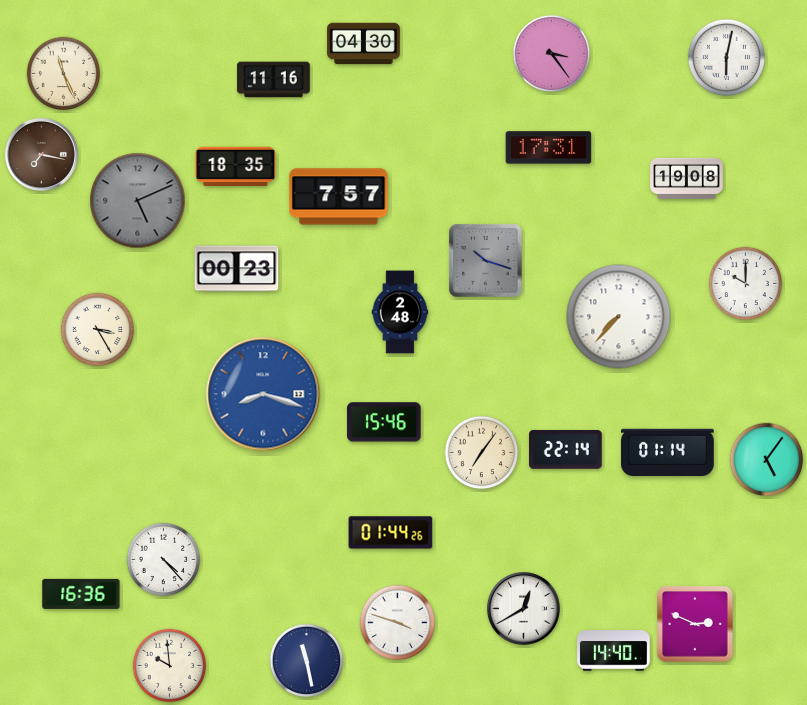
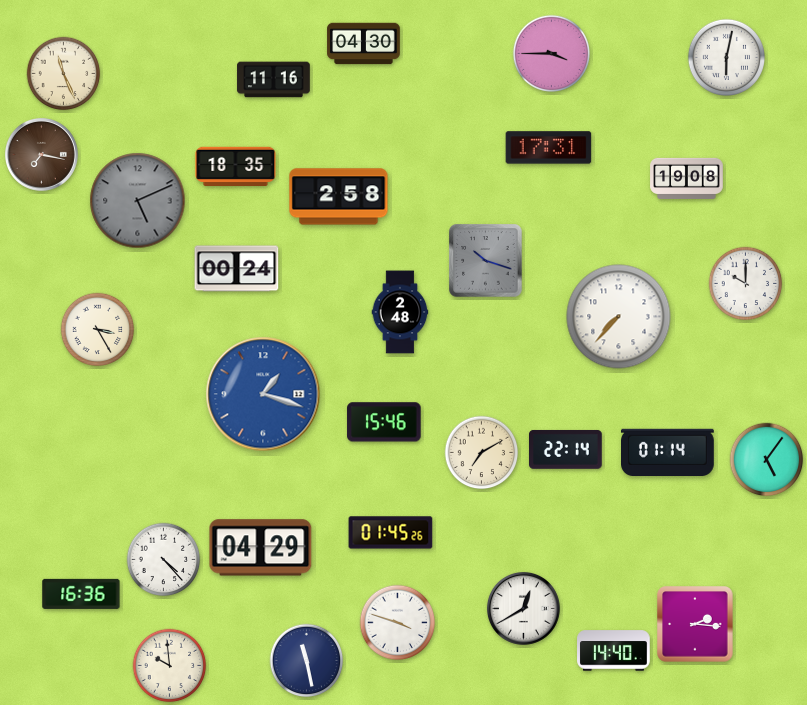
clock at (551, 53): 3:24 -> 3:45
clock at (339, 197): 7:57 -> 2:58
clock at (237, 269): 00:23 -> 00:24
clock at (263, 394): 8:18 -> 1:18
clock at (482, 453): 7:06 -> 7:10
clock at (391, 533): 01:44 -> 01:45
clock at (261, 548): none -> 04:29
clock at (695, 624): 2:49 -> 2:16
